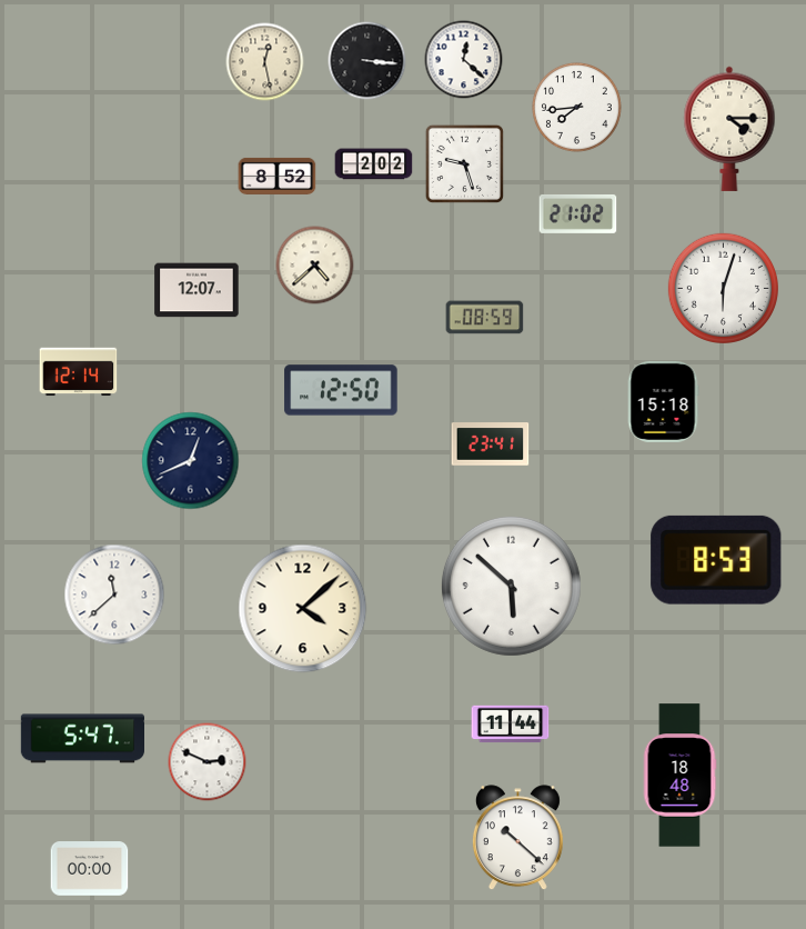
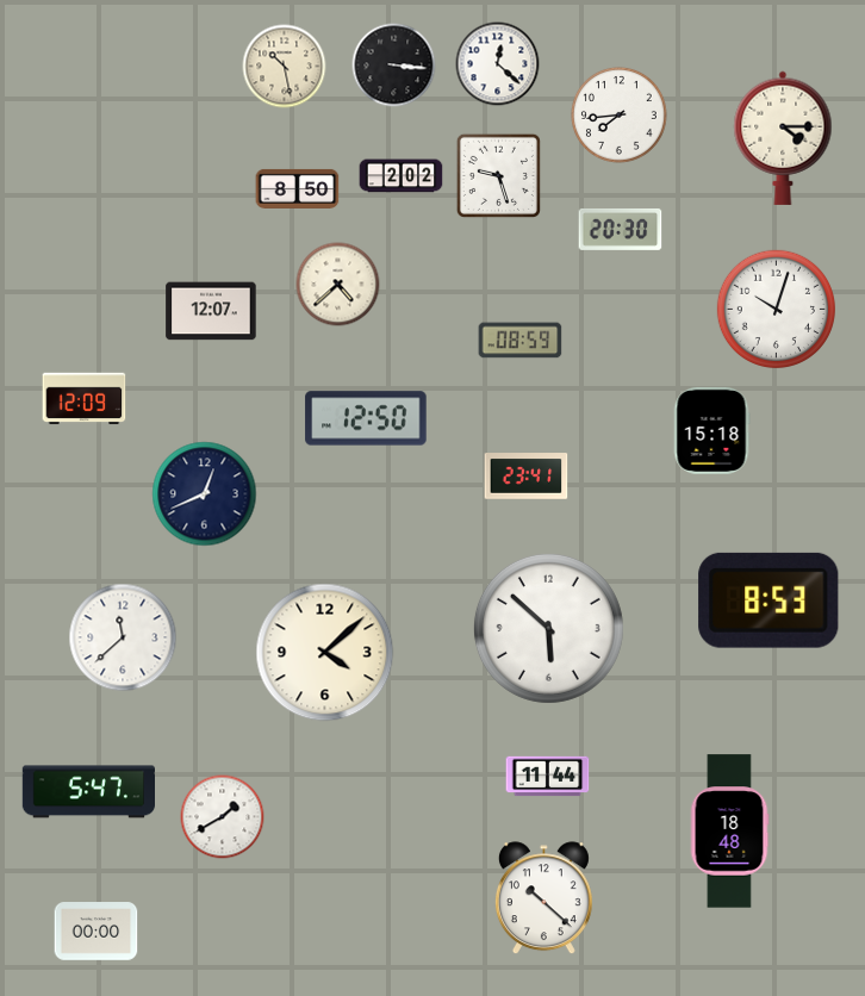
clock at (265, 62): 12:28 -> 10:28
clock at (278, 176): 8:52 -> 8:50
clock at (578, 213): 21:02 -> 20:30
clock at (723, 288): 6:03 -> 10:03
clock at (79, 372): 12:14 -> 12:09
clock at (208, 762): 2:49 -> 1:40
clock at (517, 838) position: (517, 838) -> (543, 898)
